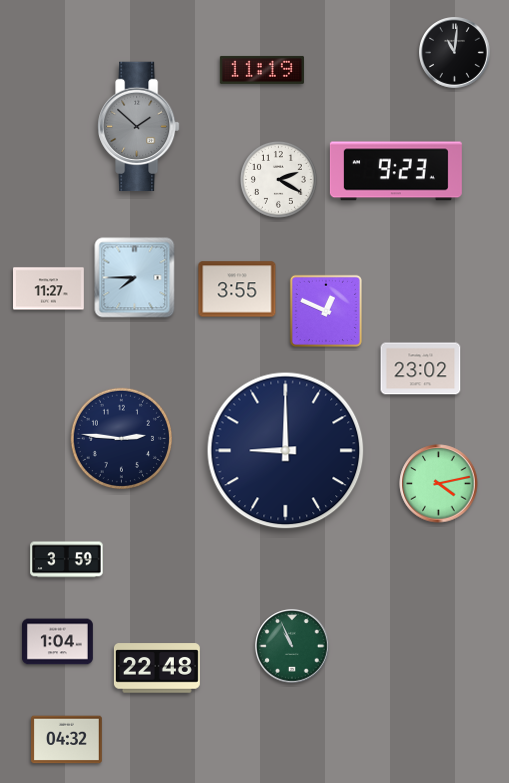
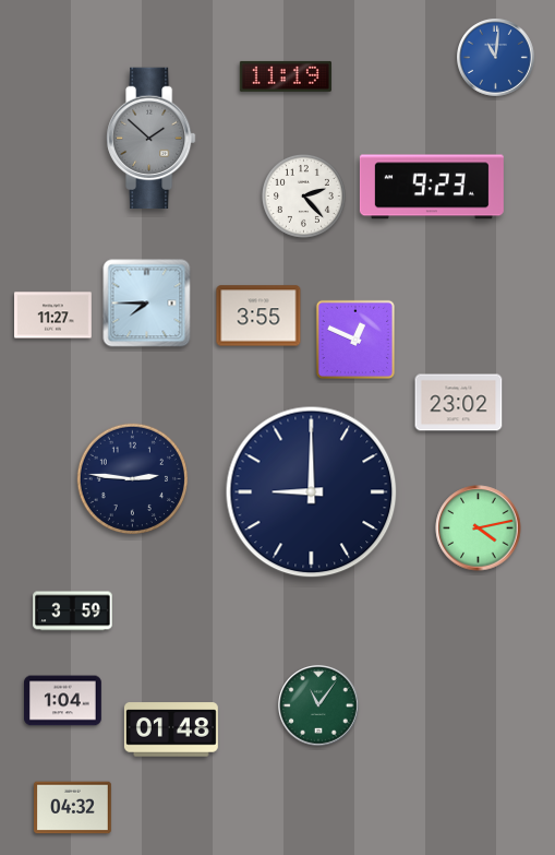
clock at (455, 53) dial: black -> blue
clock at (278, 179): 2:20 -> 2:23
clock at (292, 646): 10:56 -> 11:06
clock at (157, 668): 22:48 -> 01:48
